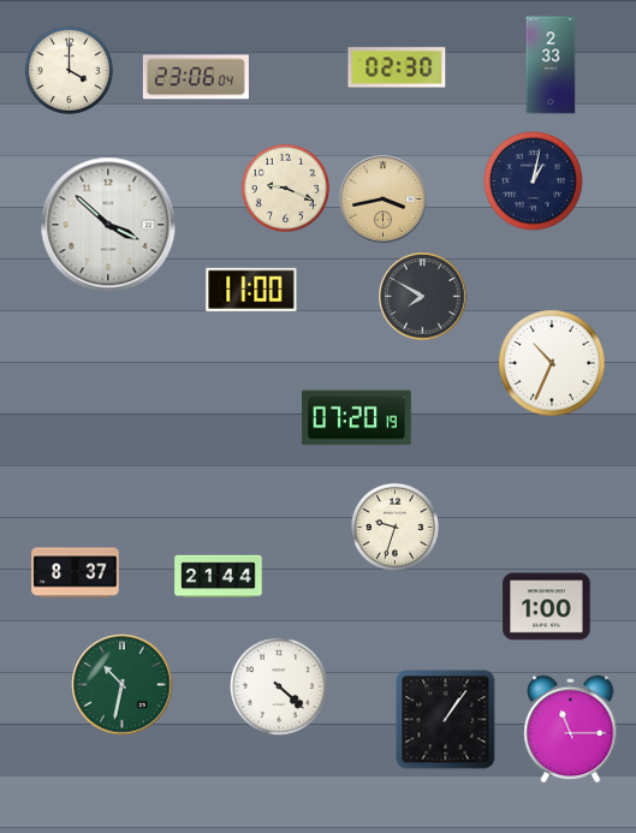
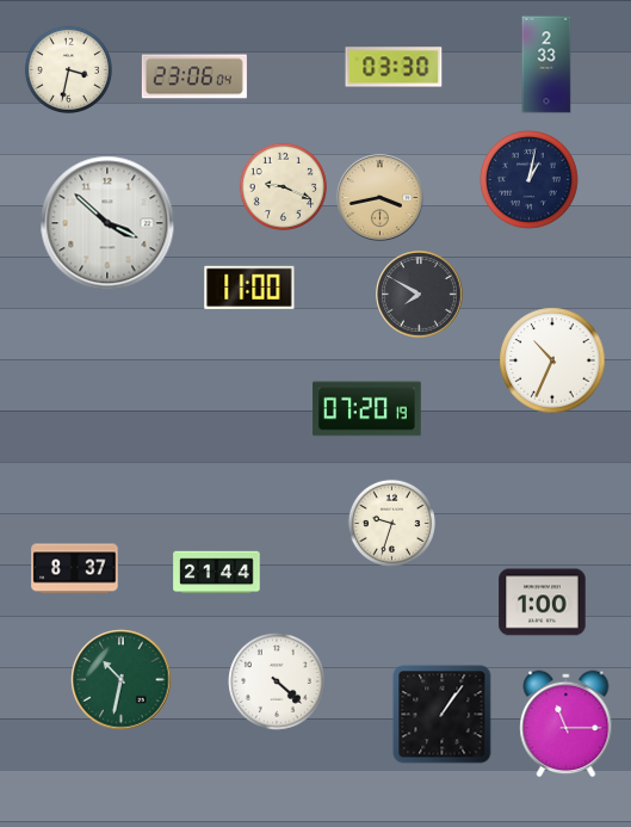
clock at (397, 67): 02:30 -> 03:30
clock at (69, 70): 4:00 -> 3:32
clock at (552, 363) position: (552, 363) -> (552, 360)
clock at (357, 418) position: (357, 418) -> (367, 409)
